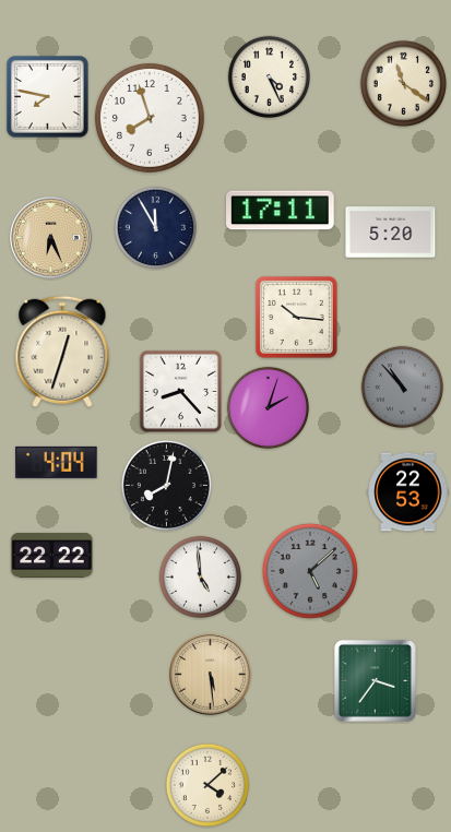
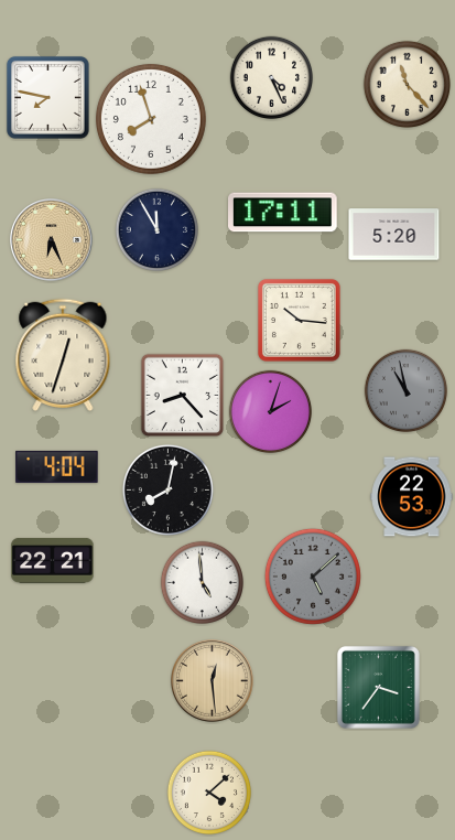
clock at (403, 83): 11:21 -> 11:23
clock at (402, 387): 10:53 -> 10:58
clock at (52, 555): 22:22 -> 22:21
clock at (211, 675): 5:29 -> 12:29
